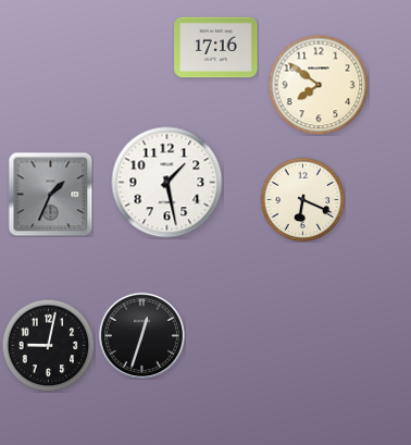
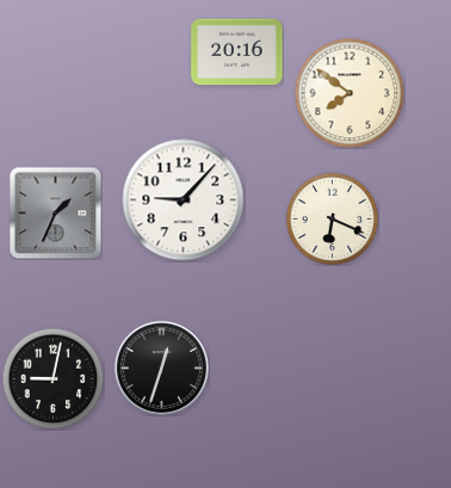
clock at (216, 48): 17:16 -> 20:16
clock at (167, 183): 1:28 -> 9:07
clock at (141, 335) position: (141, 335) -> (161, 367)
